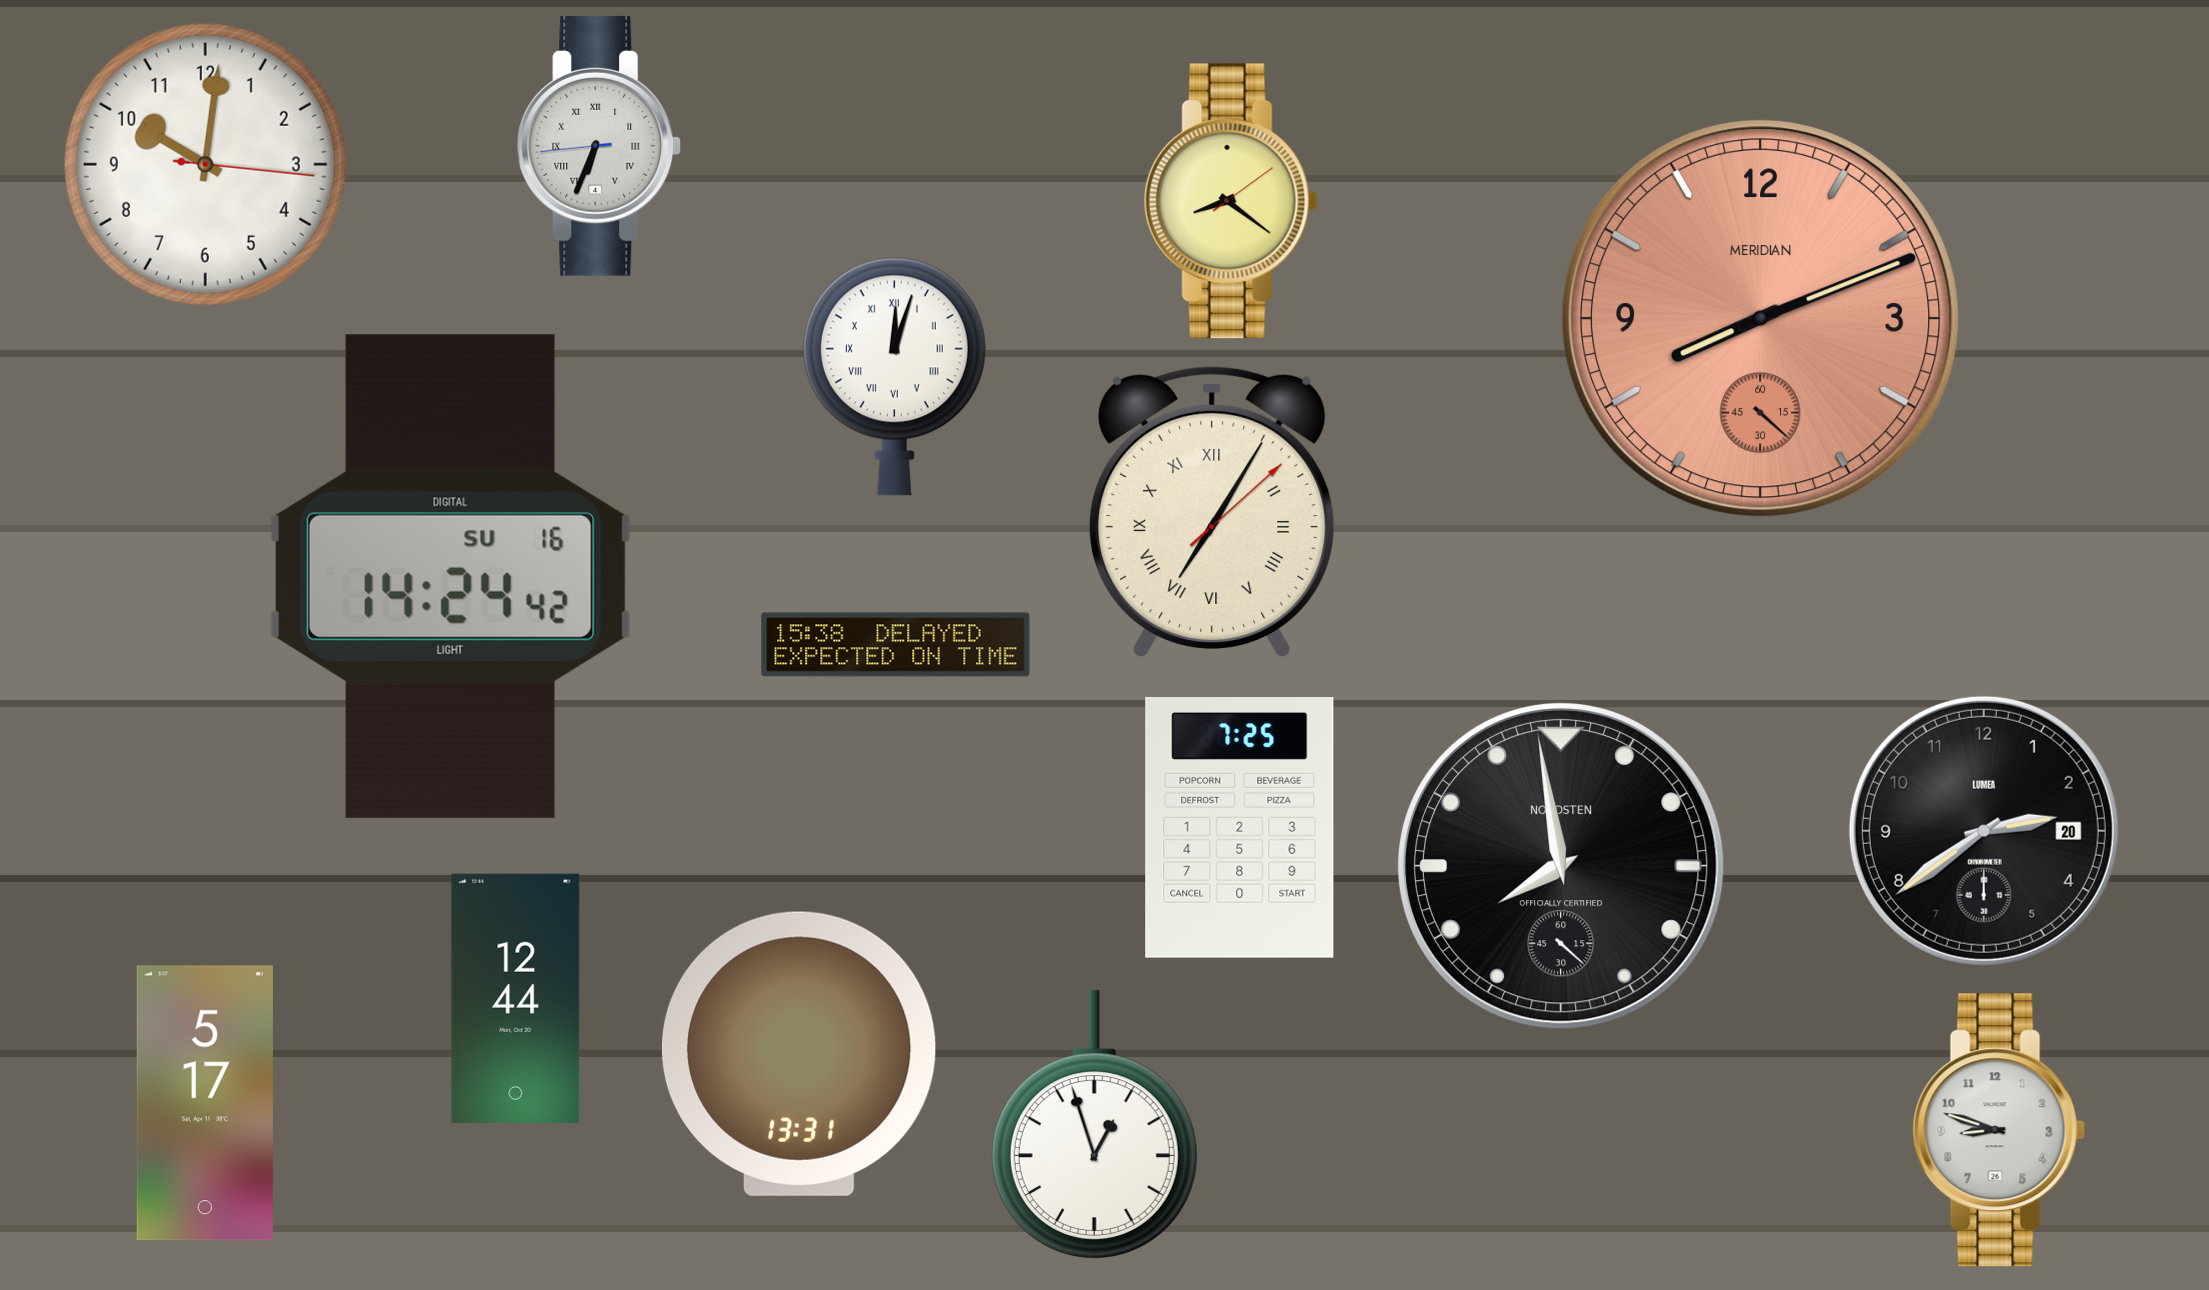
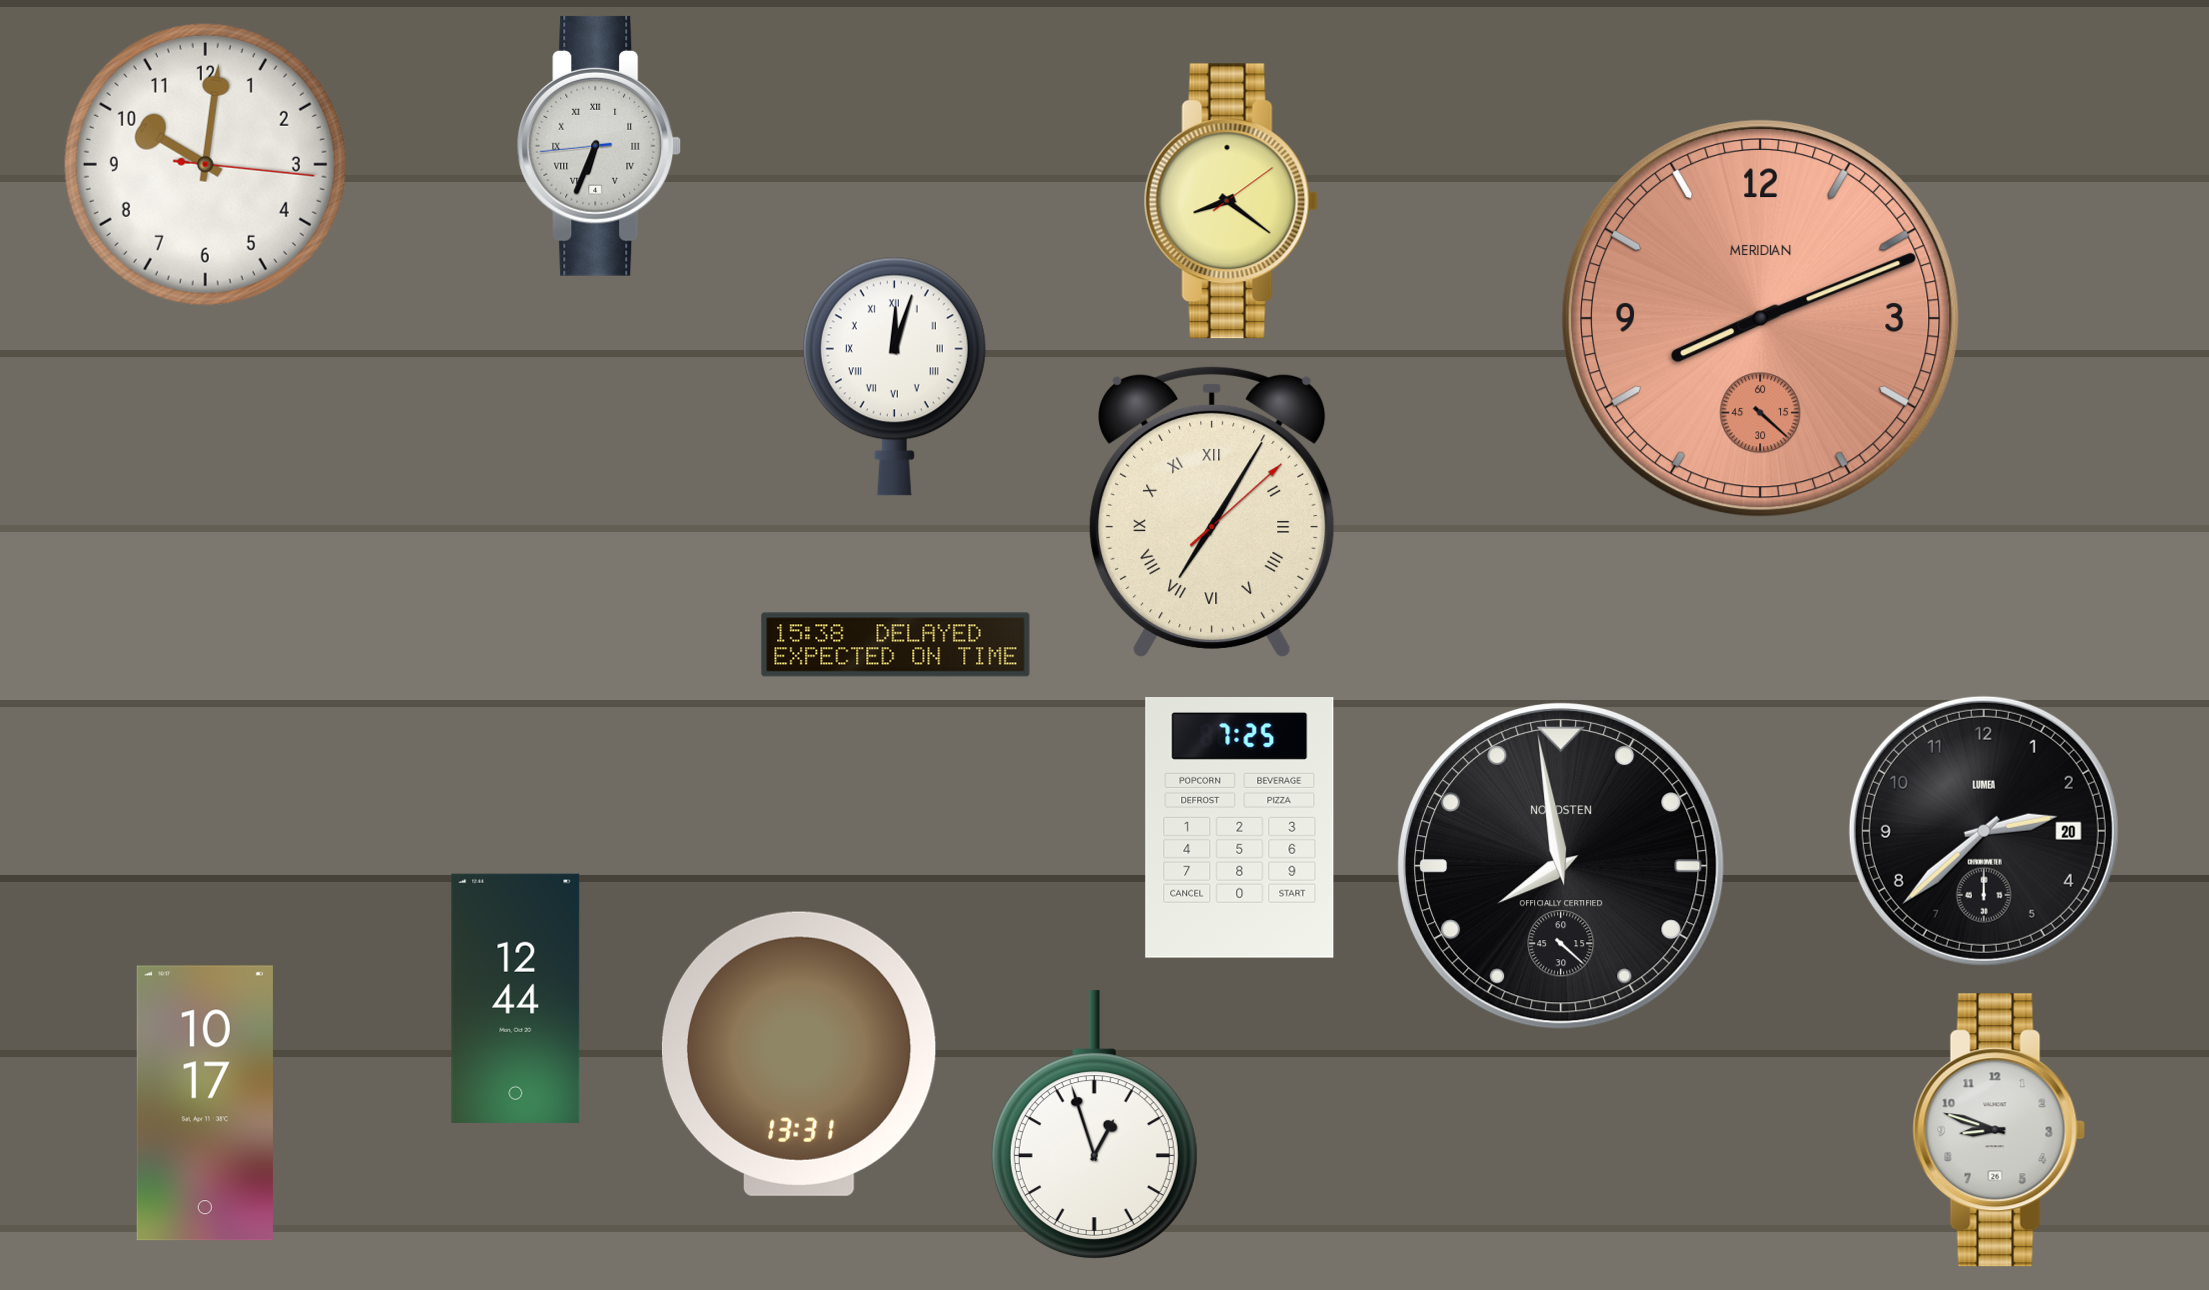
clock at (450, 576): 14:24 -> none
clock at (1984, 831): 2:39 -> 2:38
clock at (205, 1103): 5:17 -> 10:17
